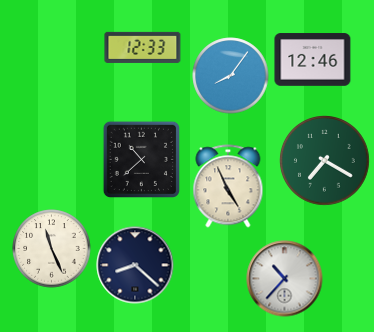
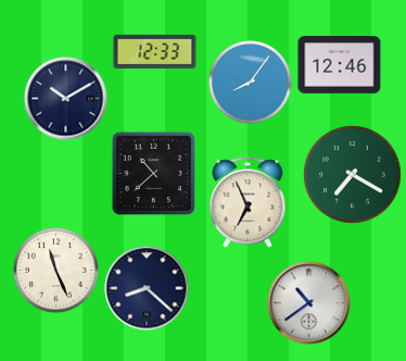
clock at (66, 99): none -> 10:10
clock at (228, 186): 4:56 -> 6:56
clock at (285, 279): 10:37 -> 10:39
